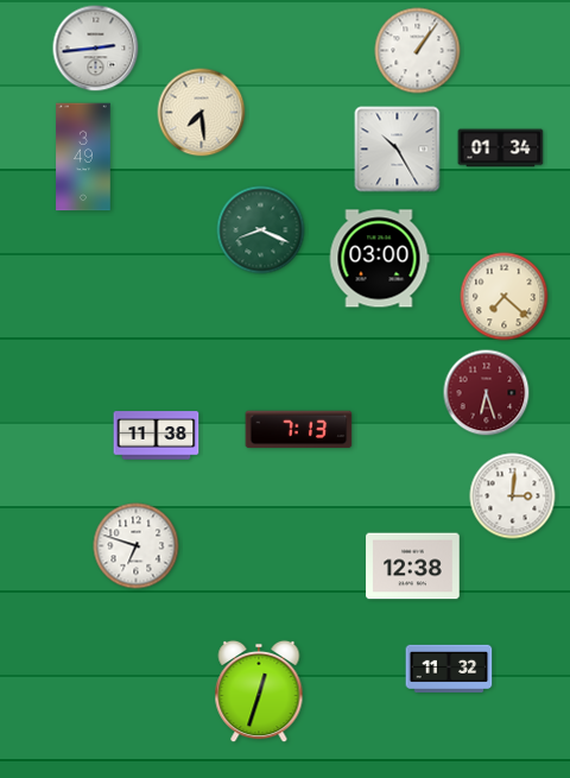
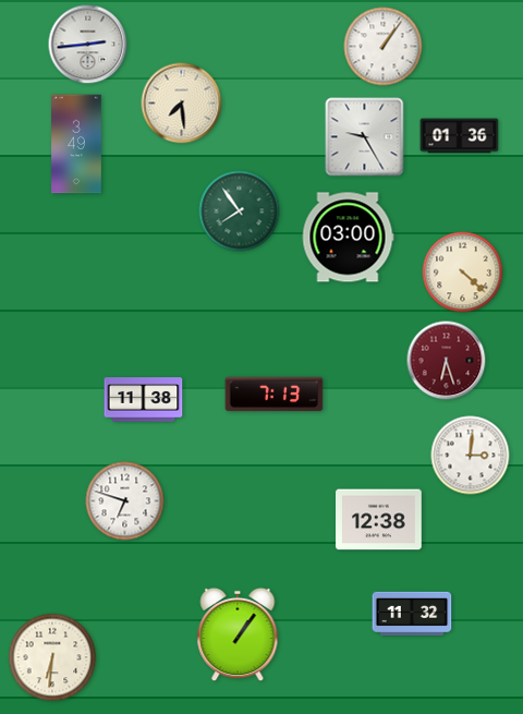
clock at (202, 113) position: (202, 113) -> (182, 104)
clock at (501, 148): 01:34 -> 01:36
clock at (398, 150): 10:25 -> 9:25
clock at (261, 230): 8:19 -> 7:54
clock at (505, 297): 7:22 -> 4:22
clock at (259, 691): 12:33 -> 1:06
clock at (52, 657): none -> 6:31
